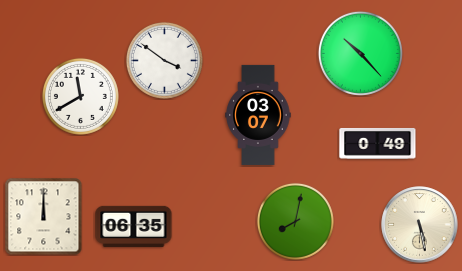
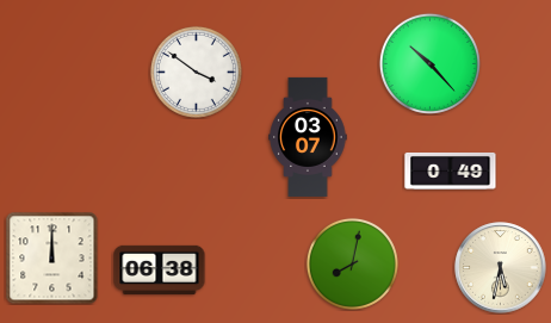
clock at (80, 96): 11:40 -> none
clock at (420, 225): 5:28 -> 5:32
clock at (134, 226): 06:35 -> 06:38
